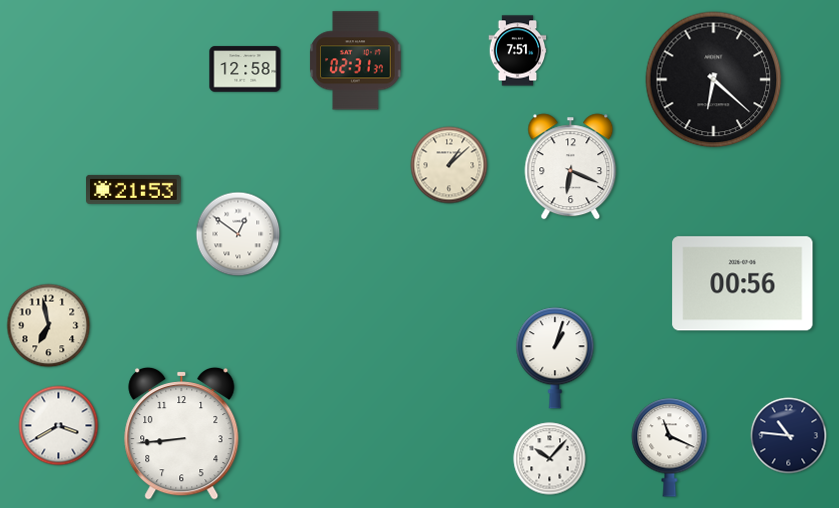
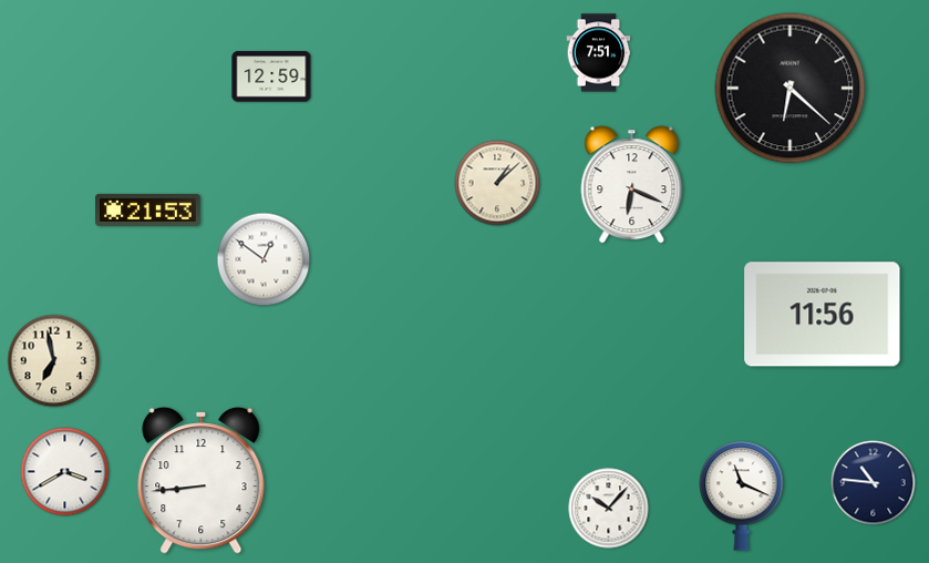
clock at (518, 51) position: (518, 51) -> (599, 53)
clock at (356, 61): 02:31 -> none
clock at (245, 69): 12:58 -> 12:59
clock at (743, 284): 00:56 -> 11:56
clock at (555, 358): 1:03 -> none
